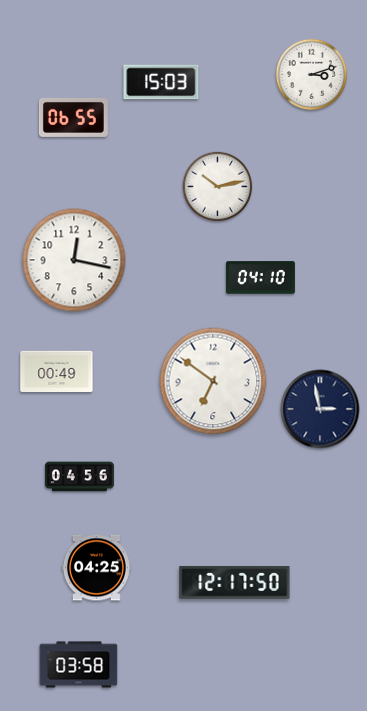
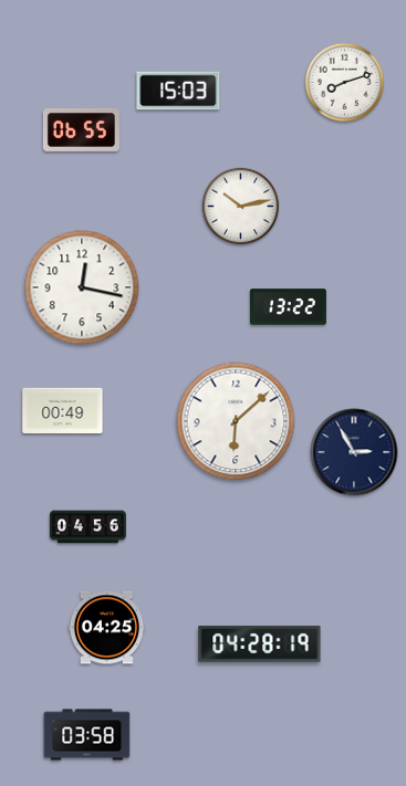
clock at (311, 74): 3:12 -> 8:12
clock at (260, 278): 04:10 -> 13:22
clock at (213, 381): 6:51 -> 6:08
clock at (320, 409): 2:58 -> 2:55
clock at (235, 582): 12:17 -> 04:28
